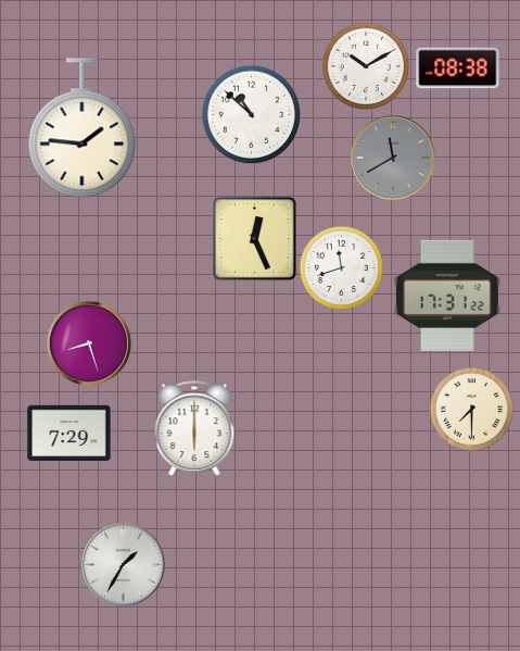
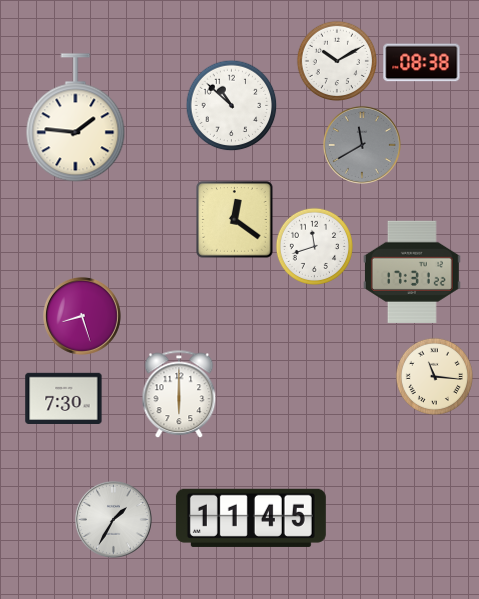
clock at (255, 239): 12:26 -> 12:21
clock at (471, 409): 7:30 -> 11:16
clock at (69, 433): 7:29 -> 7:30
clock at (251, 518): none -> 11:45
